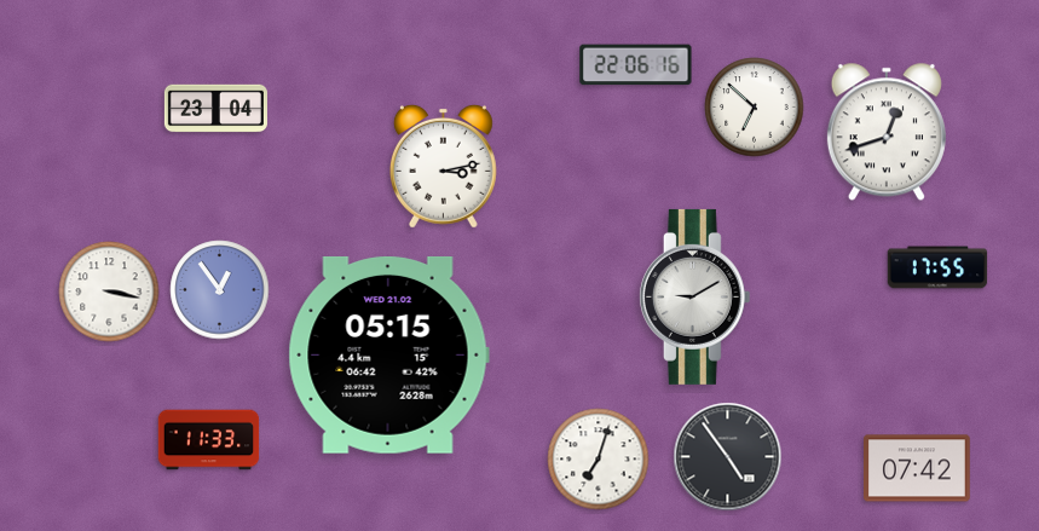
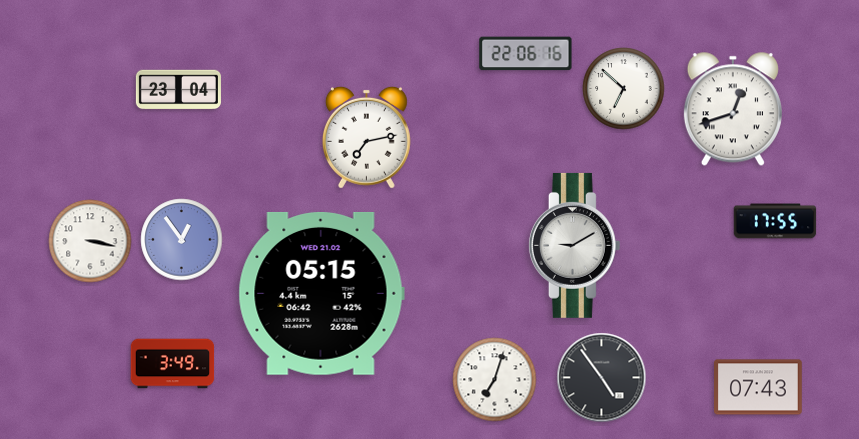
clock at (443, 166): 3:13 -> 7:13
clock at (209, 440): 11:33 -> 3:49
clock at (918, 468): 07:42 -> 07:43
